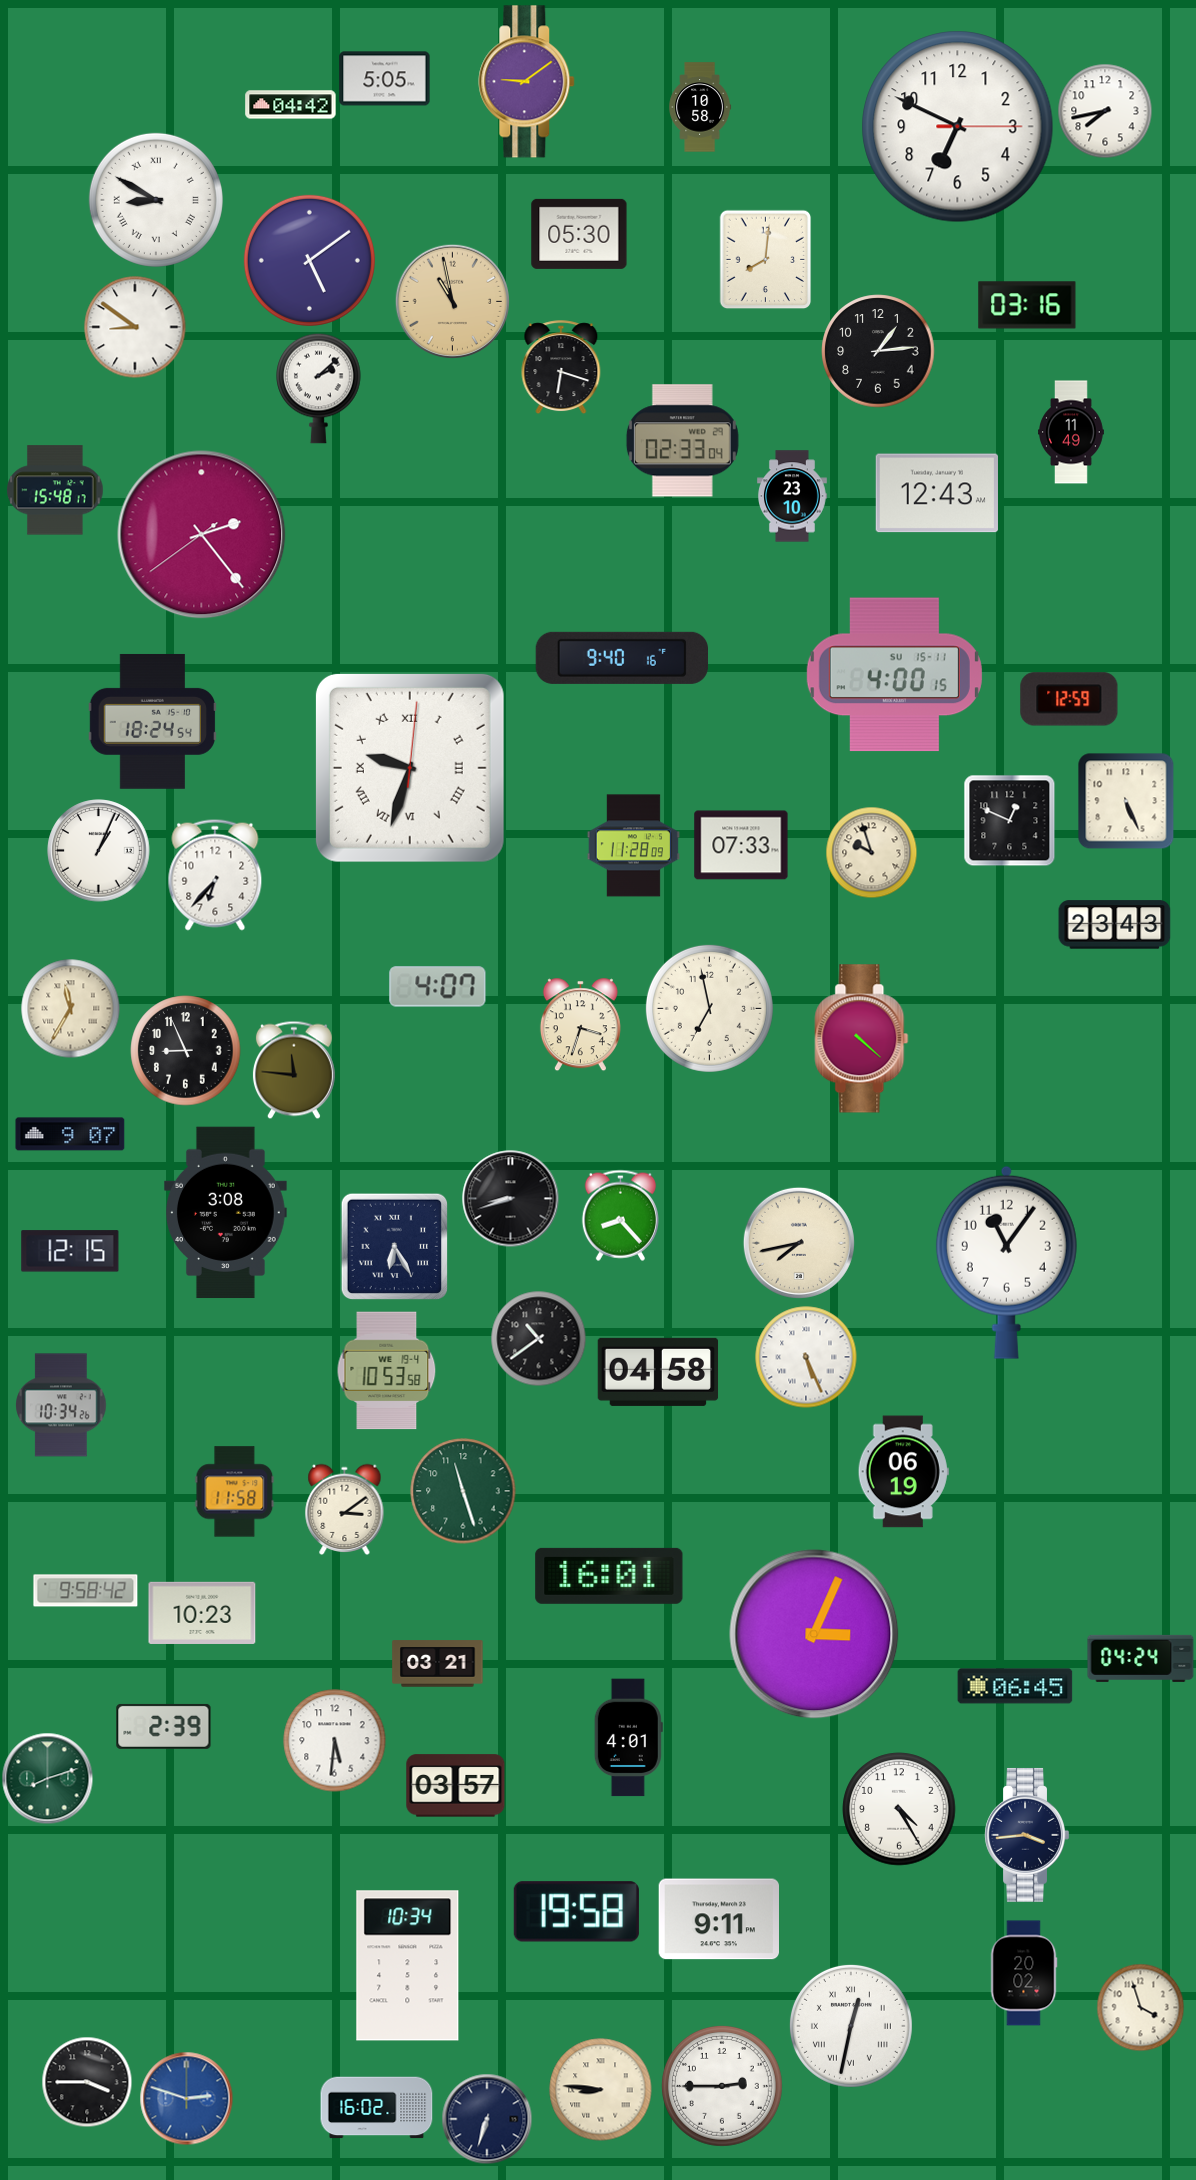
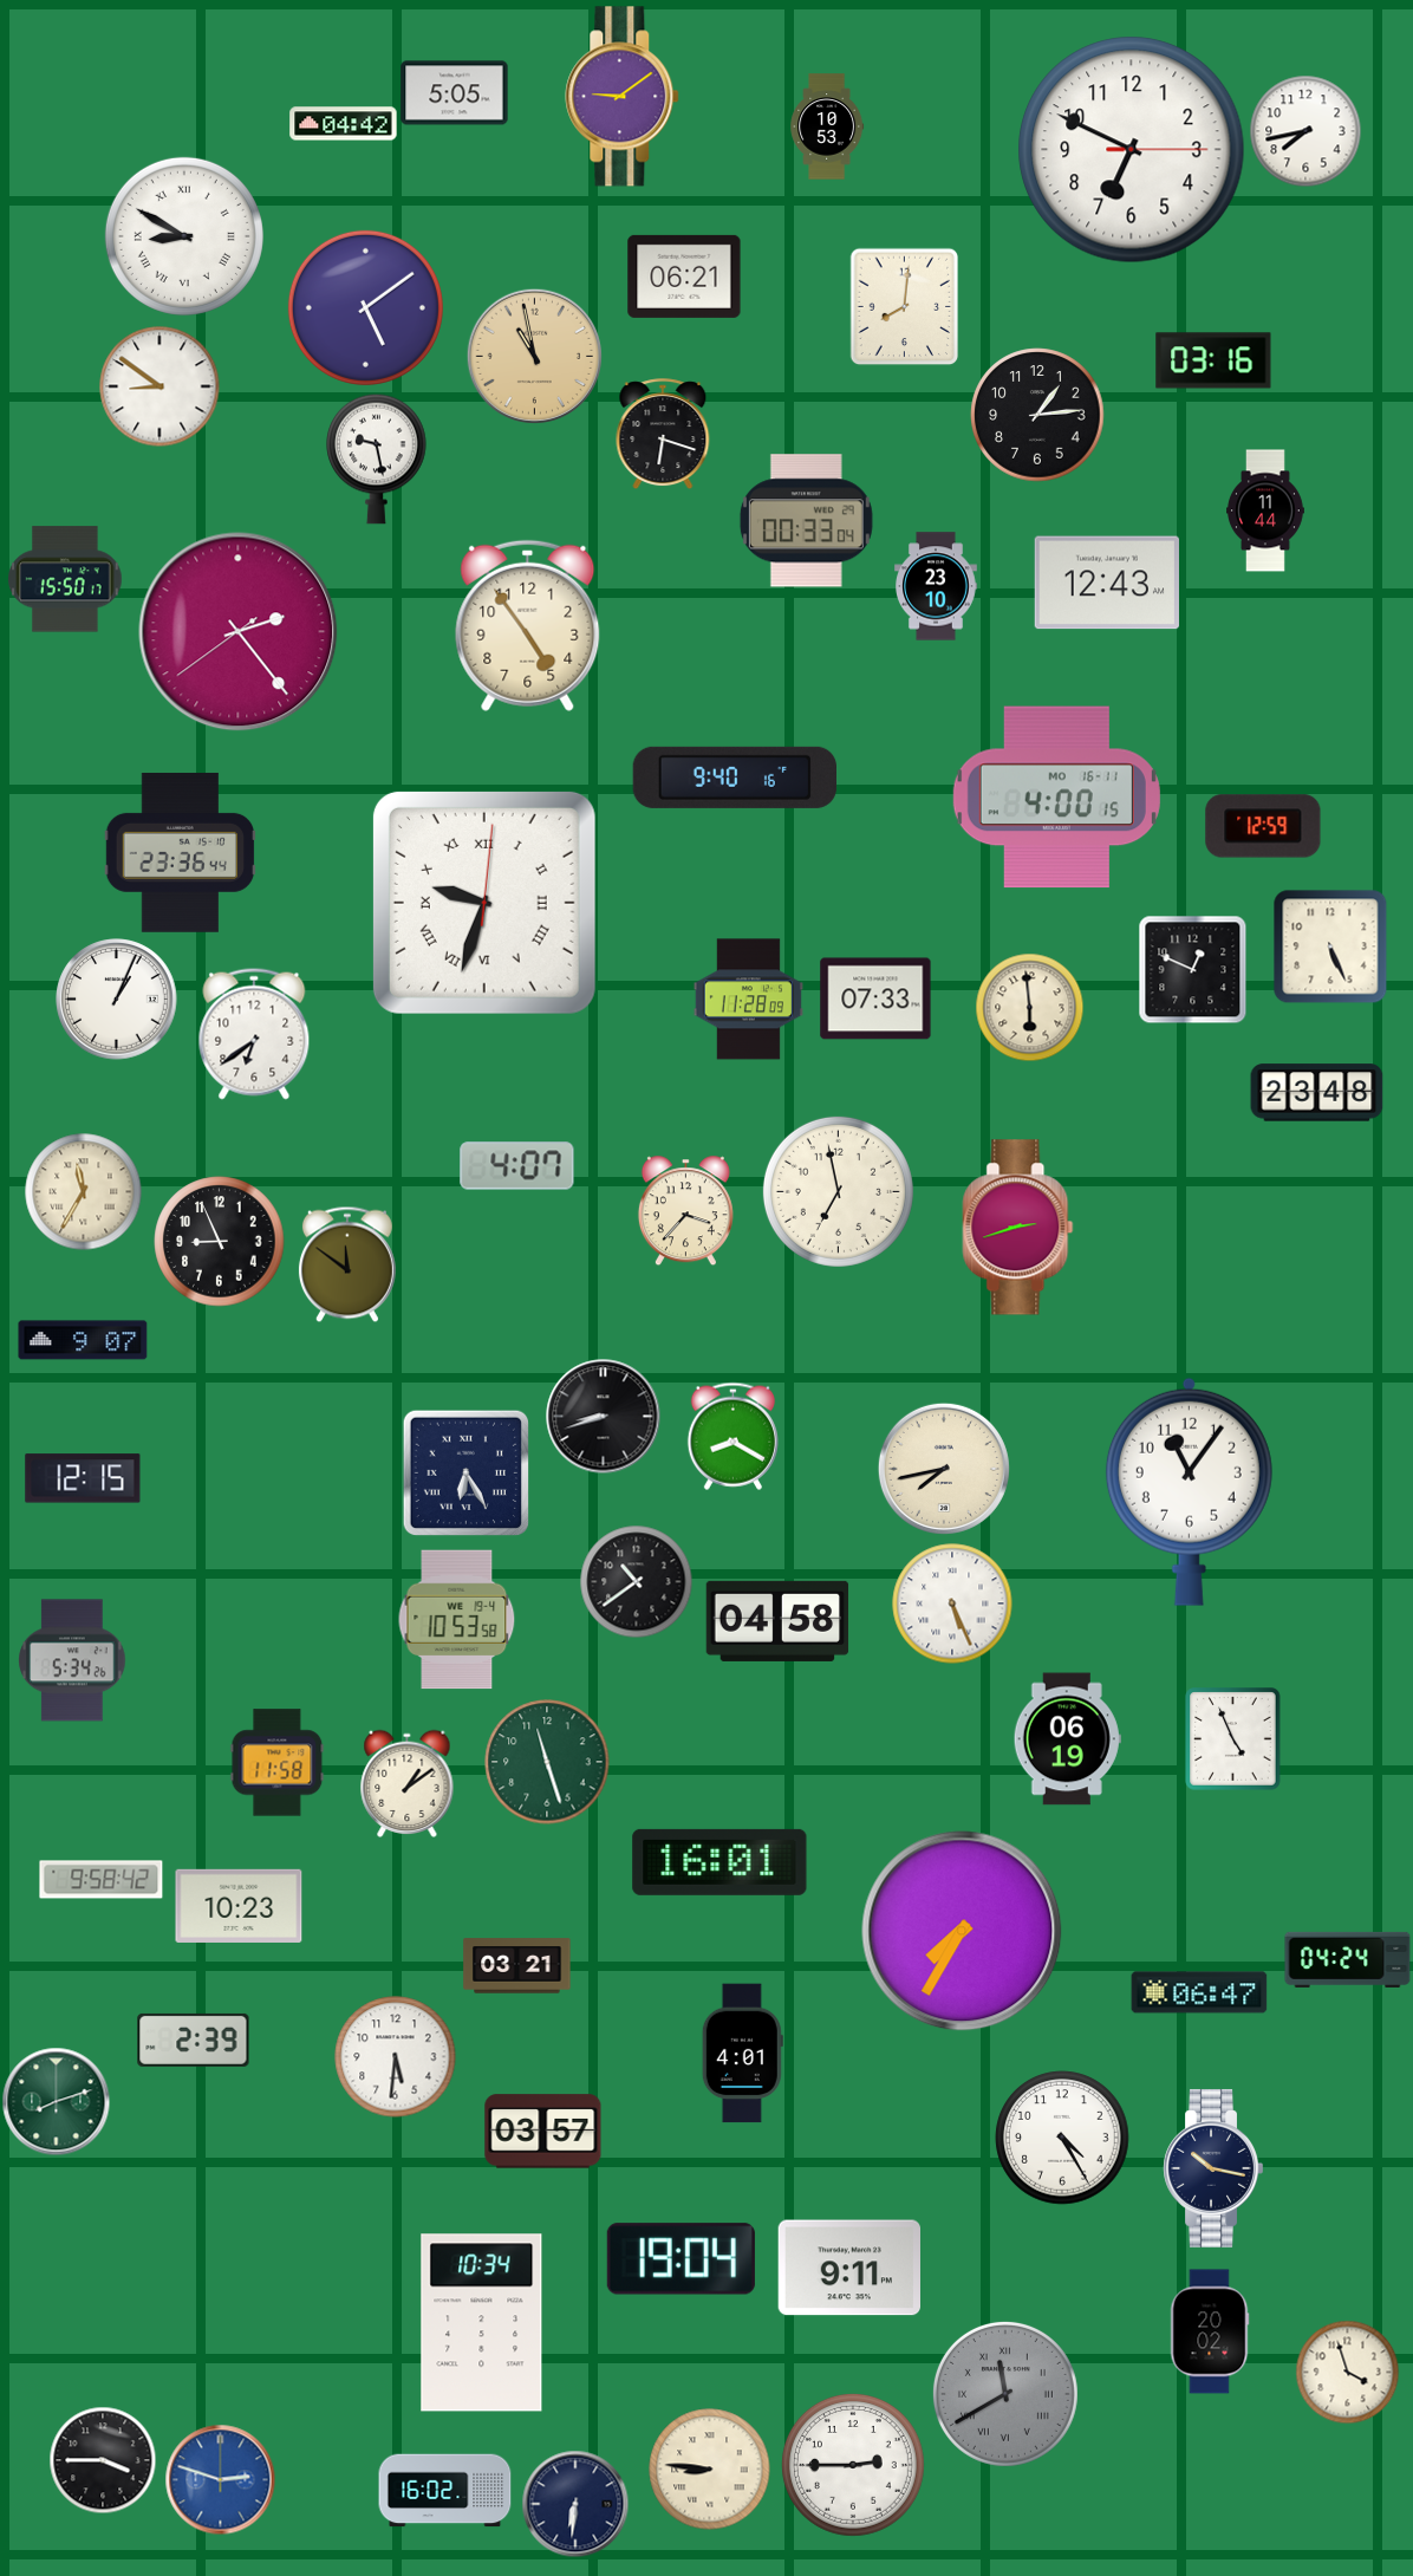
clock at (700, 107): 10:58 -> 10:53
clock at (579, 234): 05:30 -> 06:21
clock at (319, 388): 2:08 -> 9:28
clock at (1072, 432): 11:49 -> 11:44
clock at (682, 441): 02:33 -> 00:33
clock at (55, 490): 15:48 -> 15:50
clock at (528, 625): none -> 4:54
clock at (894, 675) date: SU 15-11 -> MO 16-11
clock at (152, 721): 18:24 -> 23:36
clock at (410, 768) position: (410, 768) -> (484, 903)
clock at (99, 851) position: (99, 851) -> (117, 1000)
clock at (871, 852): 9:57 -> 5:59
clock at (215, 875): 6:37 -> 6:39
clock at (1115, 925): 23:43 -> 23:48
clock at (580, 1024): 3:33 -> 3:37
clock at (862, 1039): 4:22 -> 2:42
clock at (294, 1070): 11:46 -> 11:51
clock at (226, 1213): 3:08 -> none
clock at (620, 1215): 8:23 -> 8:20
clock at (61, 1405): 10:34 -> 5:34
clock at (1233, 1739): none -> 4:56
clock at (345, 1509): 3:09 -> 1:09
clock at (814, 1634): 3:04 -> 7:35
clock at (1015, 1686): 06:45 -> 06:47
clock at (456, 1786) position: (456, 1786) -> (543, 2132)
clock at (1027, 1835): 3:44 -> 10:17
clock at (576, 1912): 19:58 -> 19:04
clock at (851, 2026): 12:32 -> 11:40
clock at (851, 2026) dial: white -> grey
clock at (487, 2119): 6:33 -> 6:31
